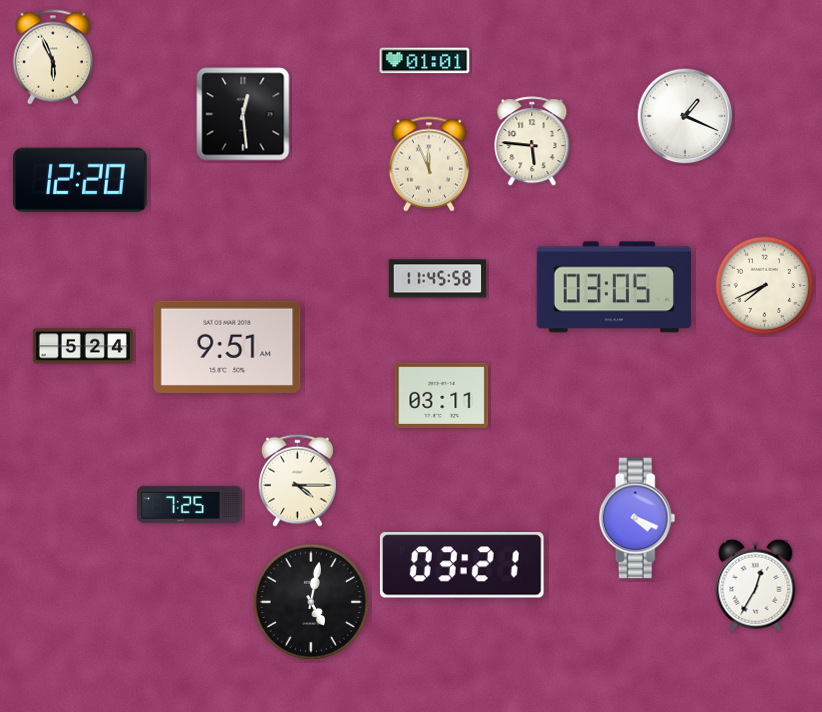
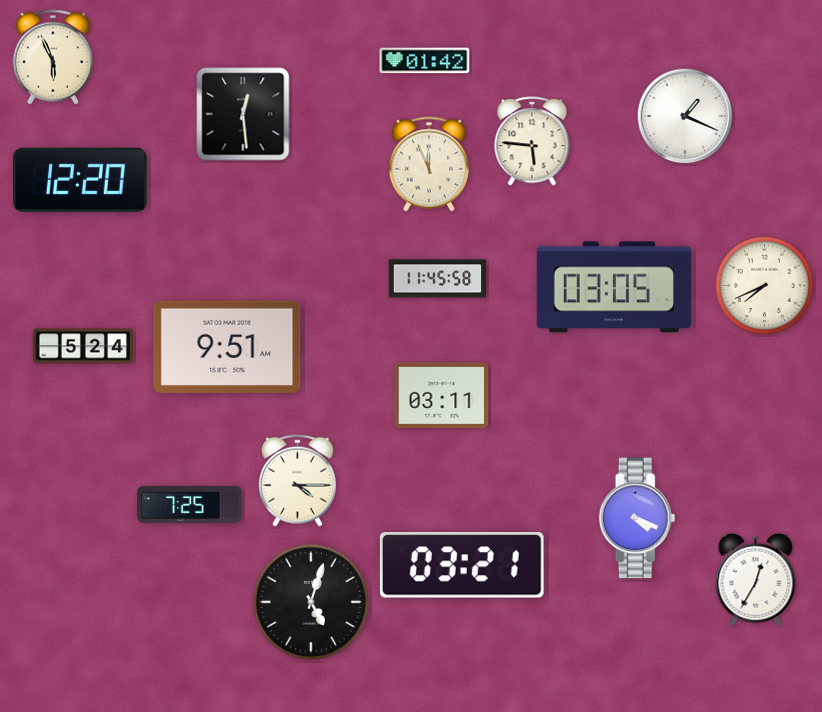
clock at (425, 61): 01:01 -> 01:42
clock at (756, 585) position: (756, 585) -> (756, 579)
clock at (311, 602): 5:02 -> 5:03
